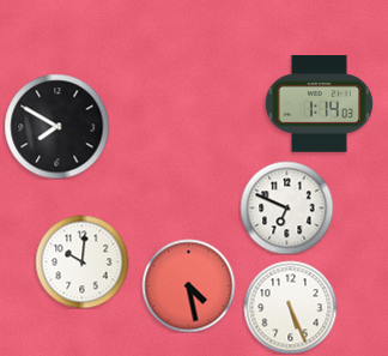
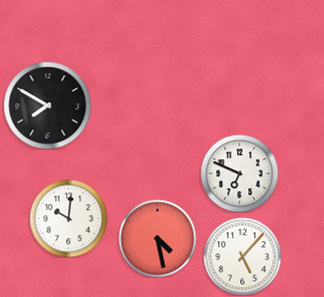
clock at (319, 104): 1:14 -> none
clock at (290, 307): 5:26 -> 5:07
